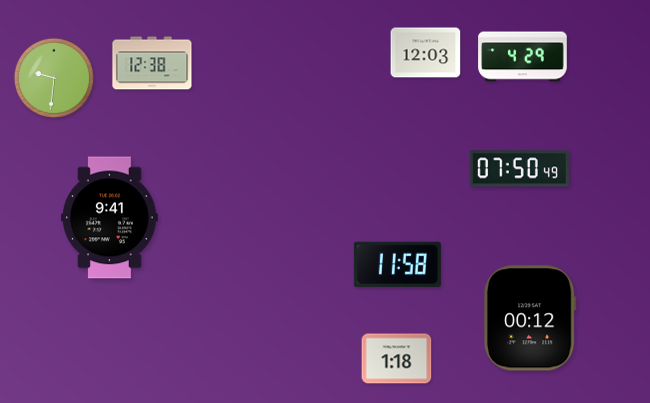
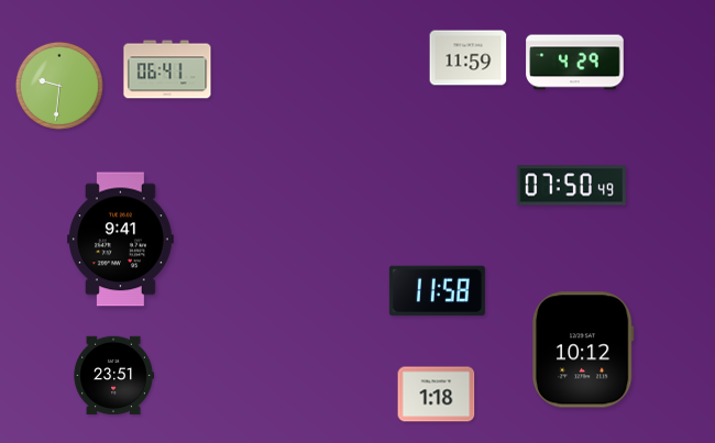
clock at (426, 53): 12:03 -> 11:59
clock at (152, 63): 12:38 -> 06:41
clock at (530, 318): 00:12 -> 10:12
clock at (113, 376): none -> 23:51
